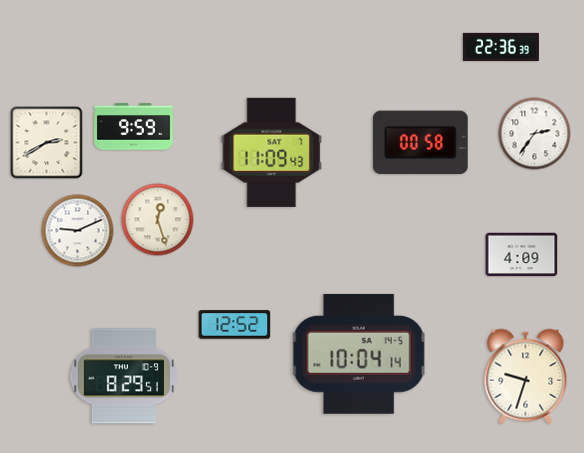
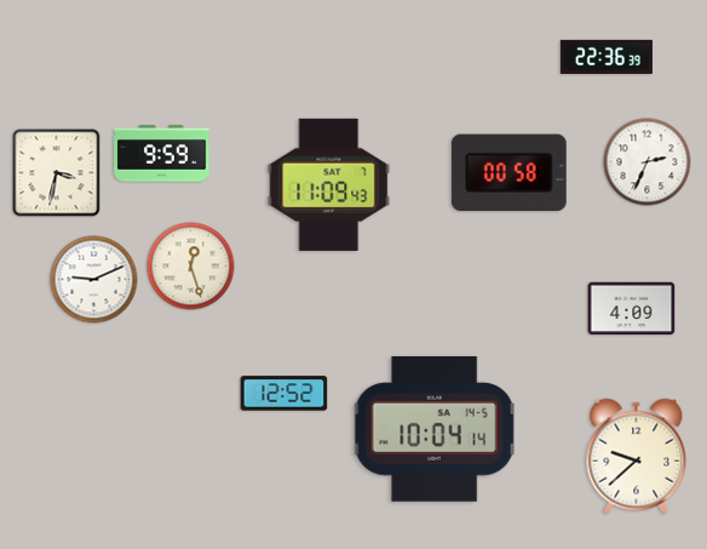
clock at (535, 134): 2:36 -> 2:34
clock at (47, 143): 2:40 -> 3:32
clock at (124, 376): 8:29 -> none
clock at (526, 377): 9:33 -> 9:38
